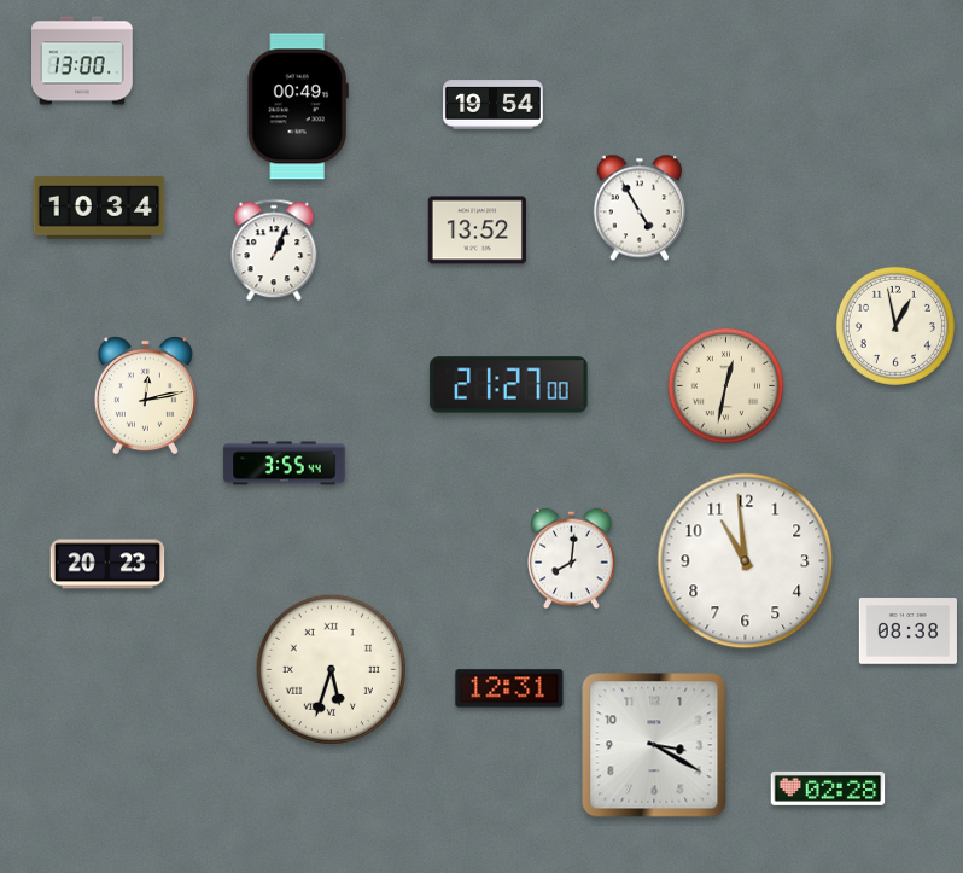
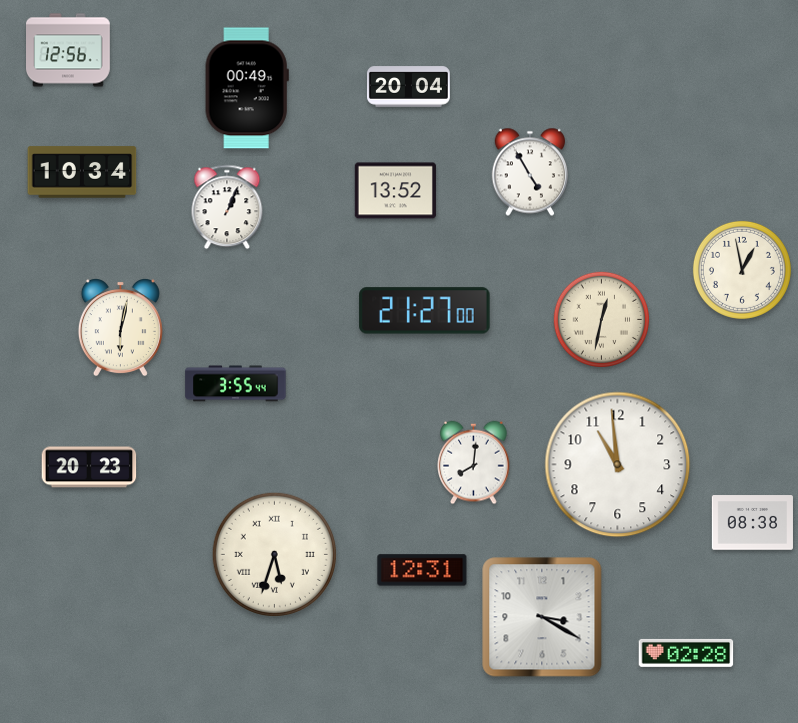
clock at (82, 60): 13:00 -> 12:56
clock at (492, 105): 19:54 -> 20:04
clock at (509, 385) position: (509, 385) -> (425, 311)
clock at (145, 396): 12:13 -> 6:02
